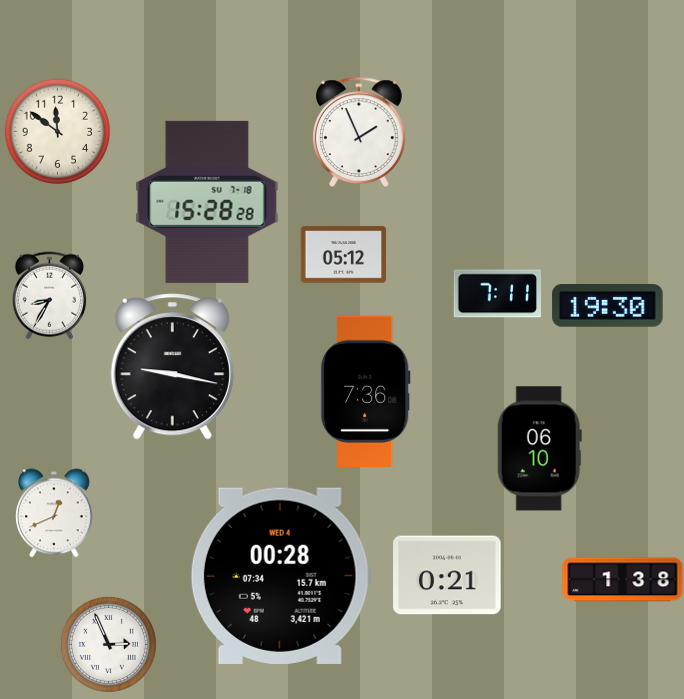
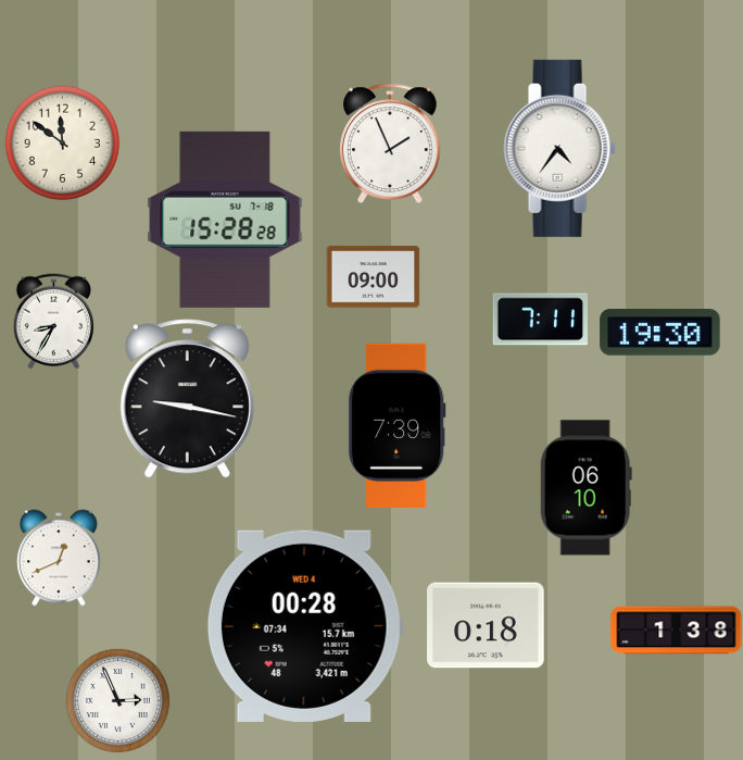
clock at (559, 148): none -> 4:36
clock at (343, 255): 05:12 -> 09:00
clock at (365, 391): 7:36 -> 7:39
clock at (447, 575): 0:21 -> 0:18
